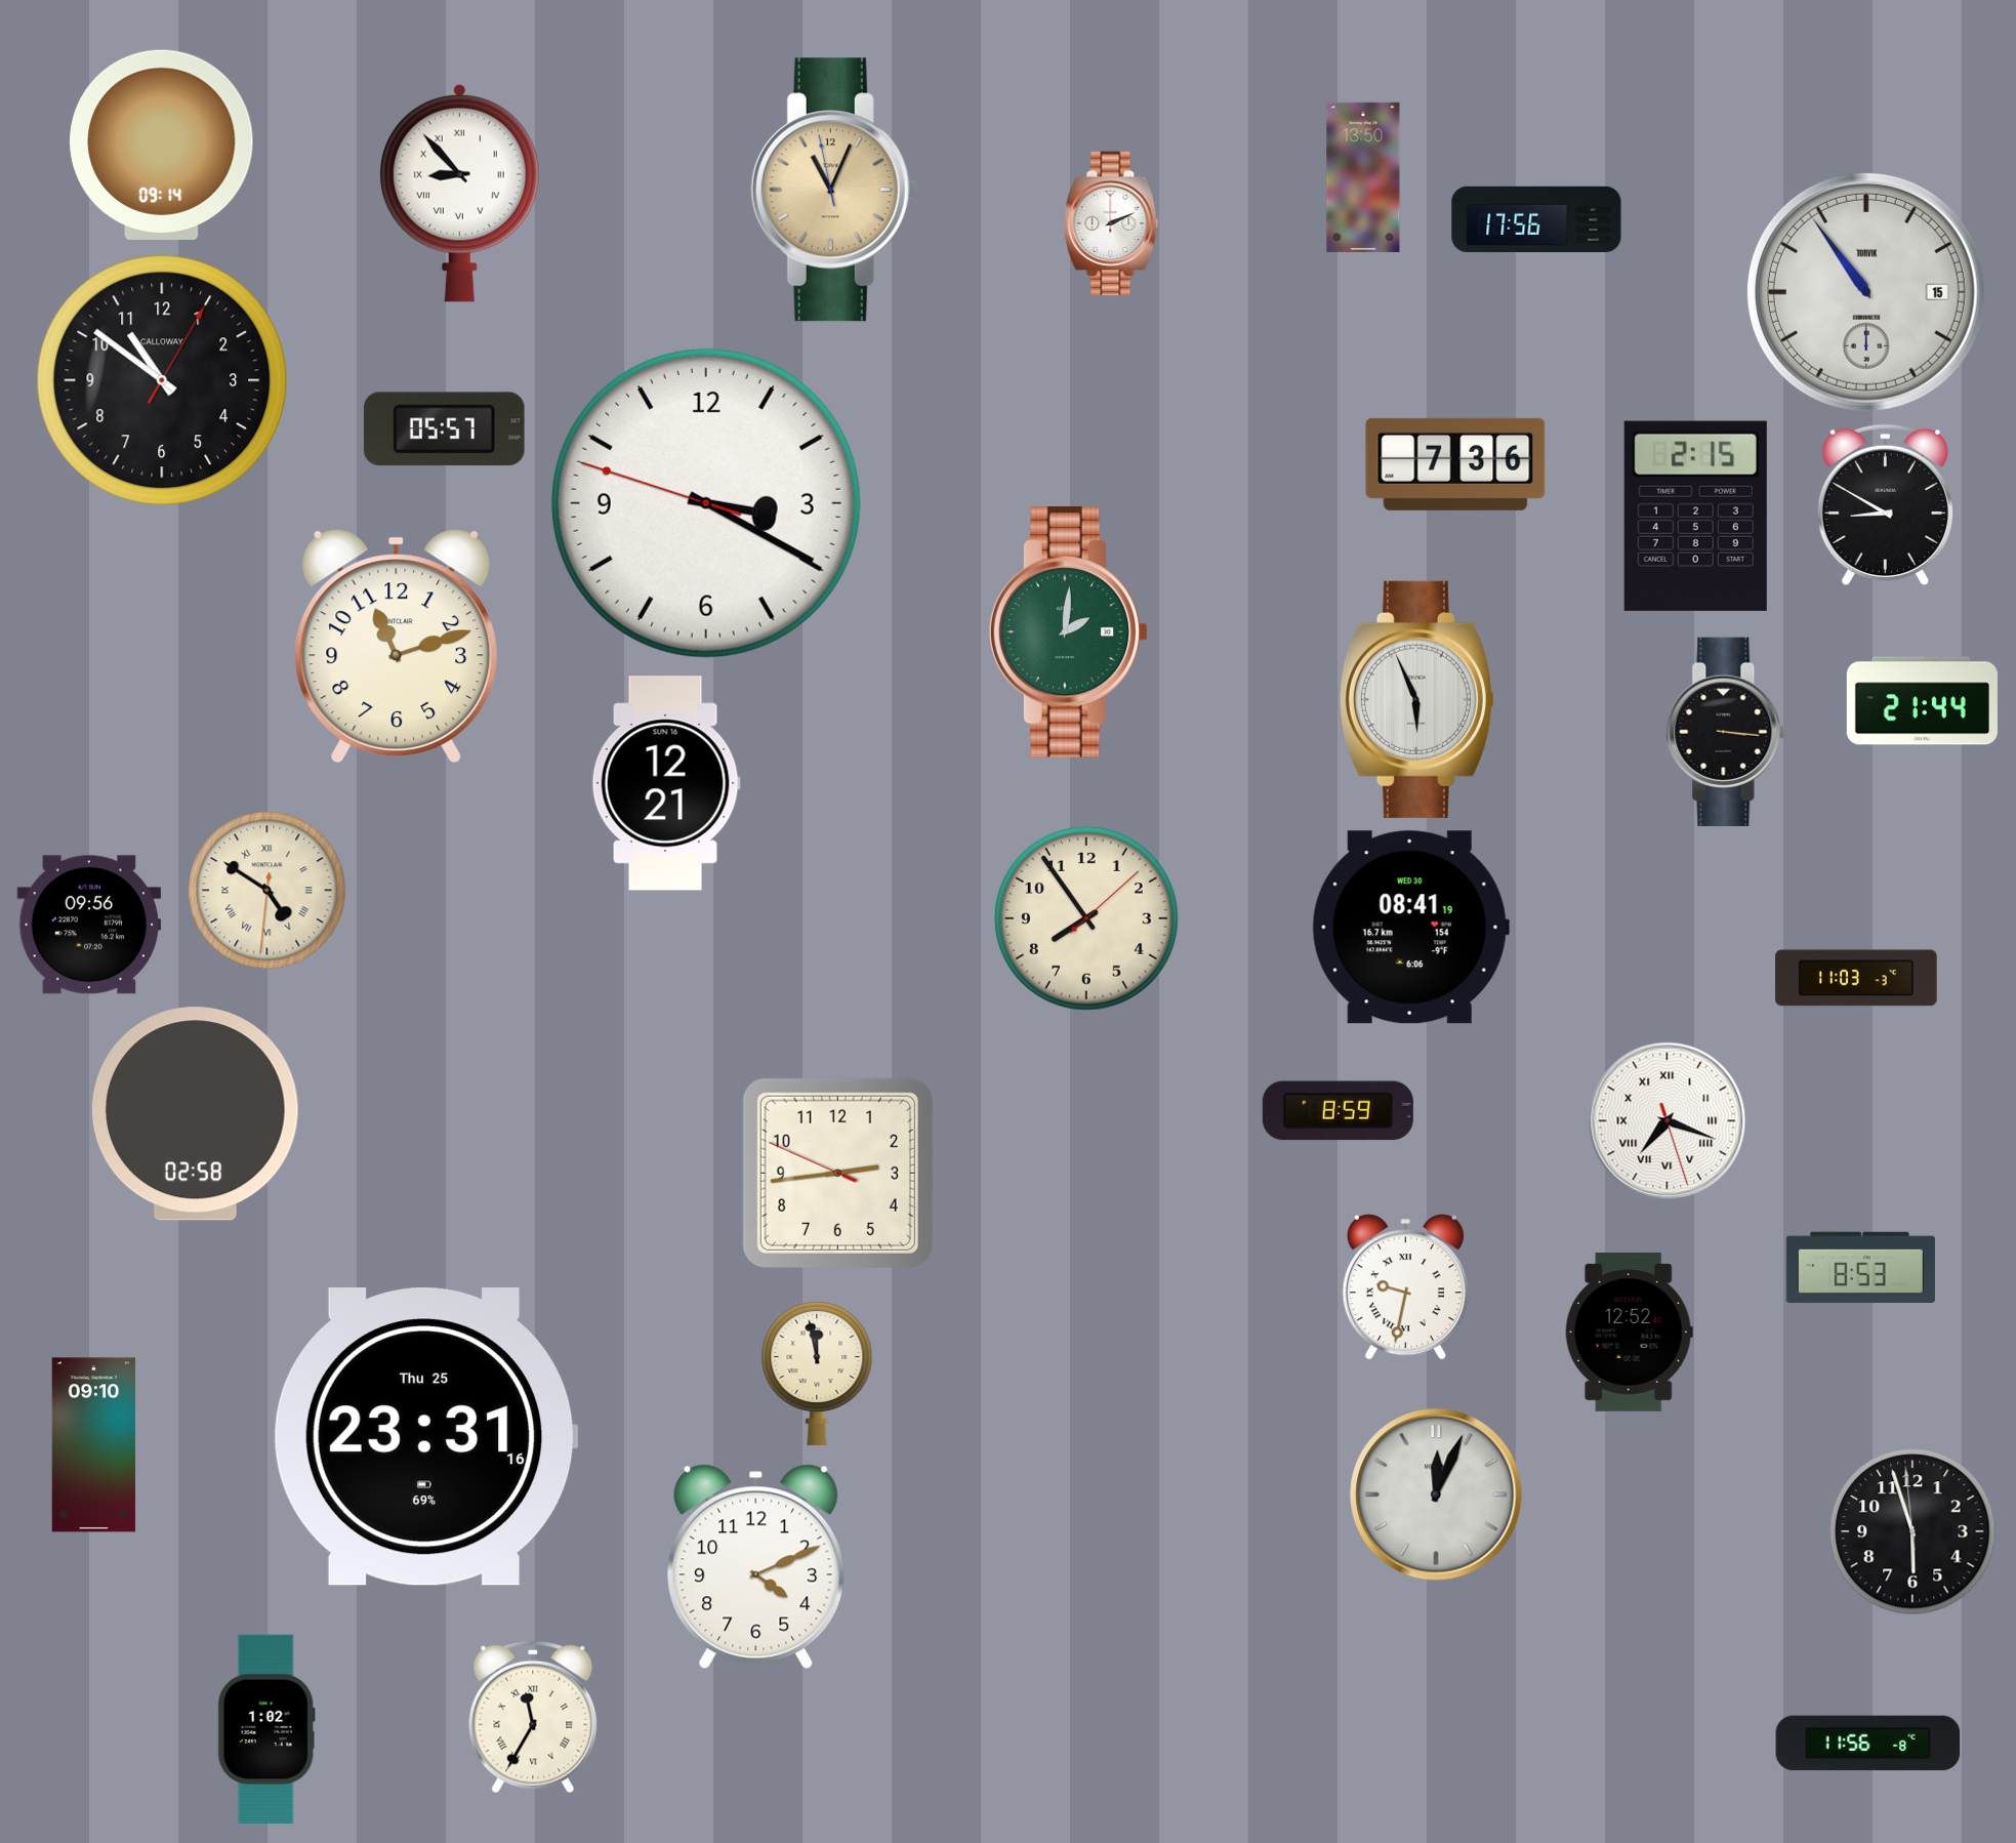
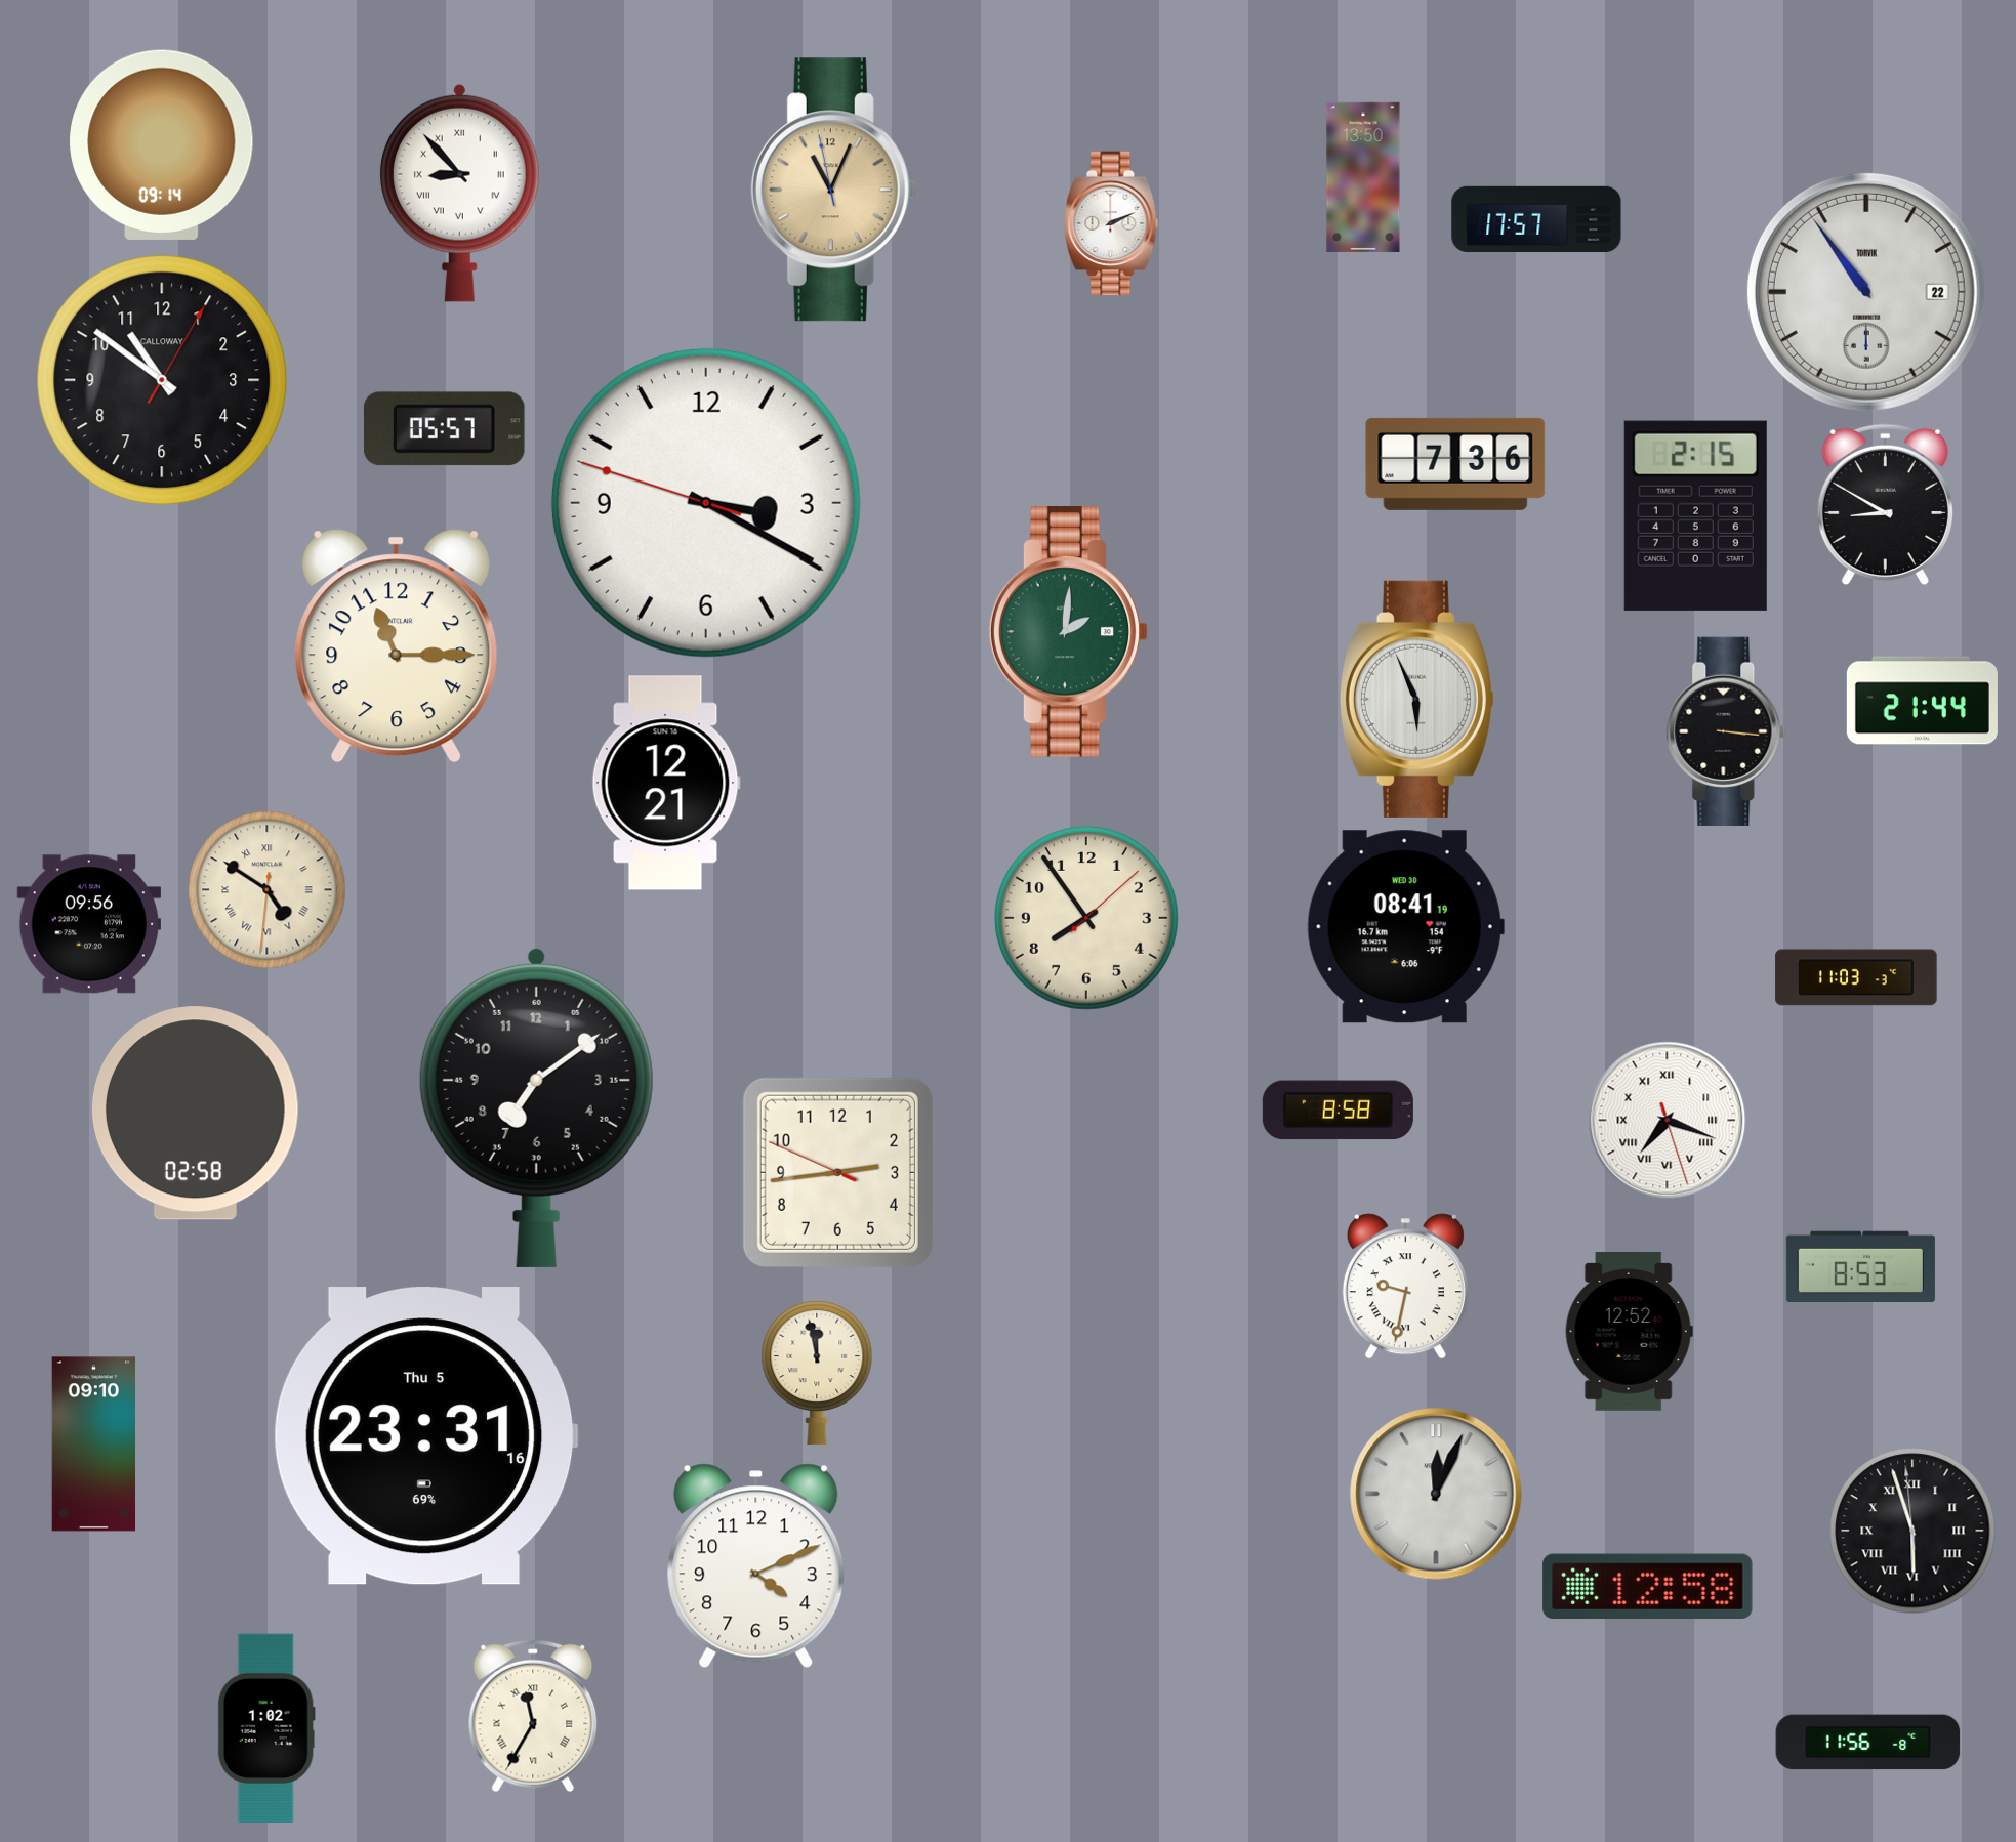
clock at (1536, 218): 17:56 -> 17:57
clock at (1866, 292) date: 15 -> 22
clock at (397, 647): 11:12 -> 11:15
clock at (1410, 928) position: (1410, 928) -> (1405, 927)
clock at (536, 1107): none -> 7:09
clock at (1338, 1111): 8:59 -> 8:58
clock at (425, 1437) date: Thu 25 -> Thu 5
clock at (1912, 1531) numerals: Arabic -> Roman
clock at (1648, 1587): none -> 12:58
